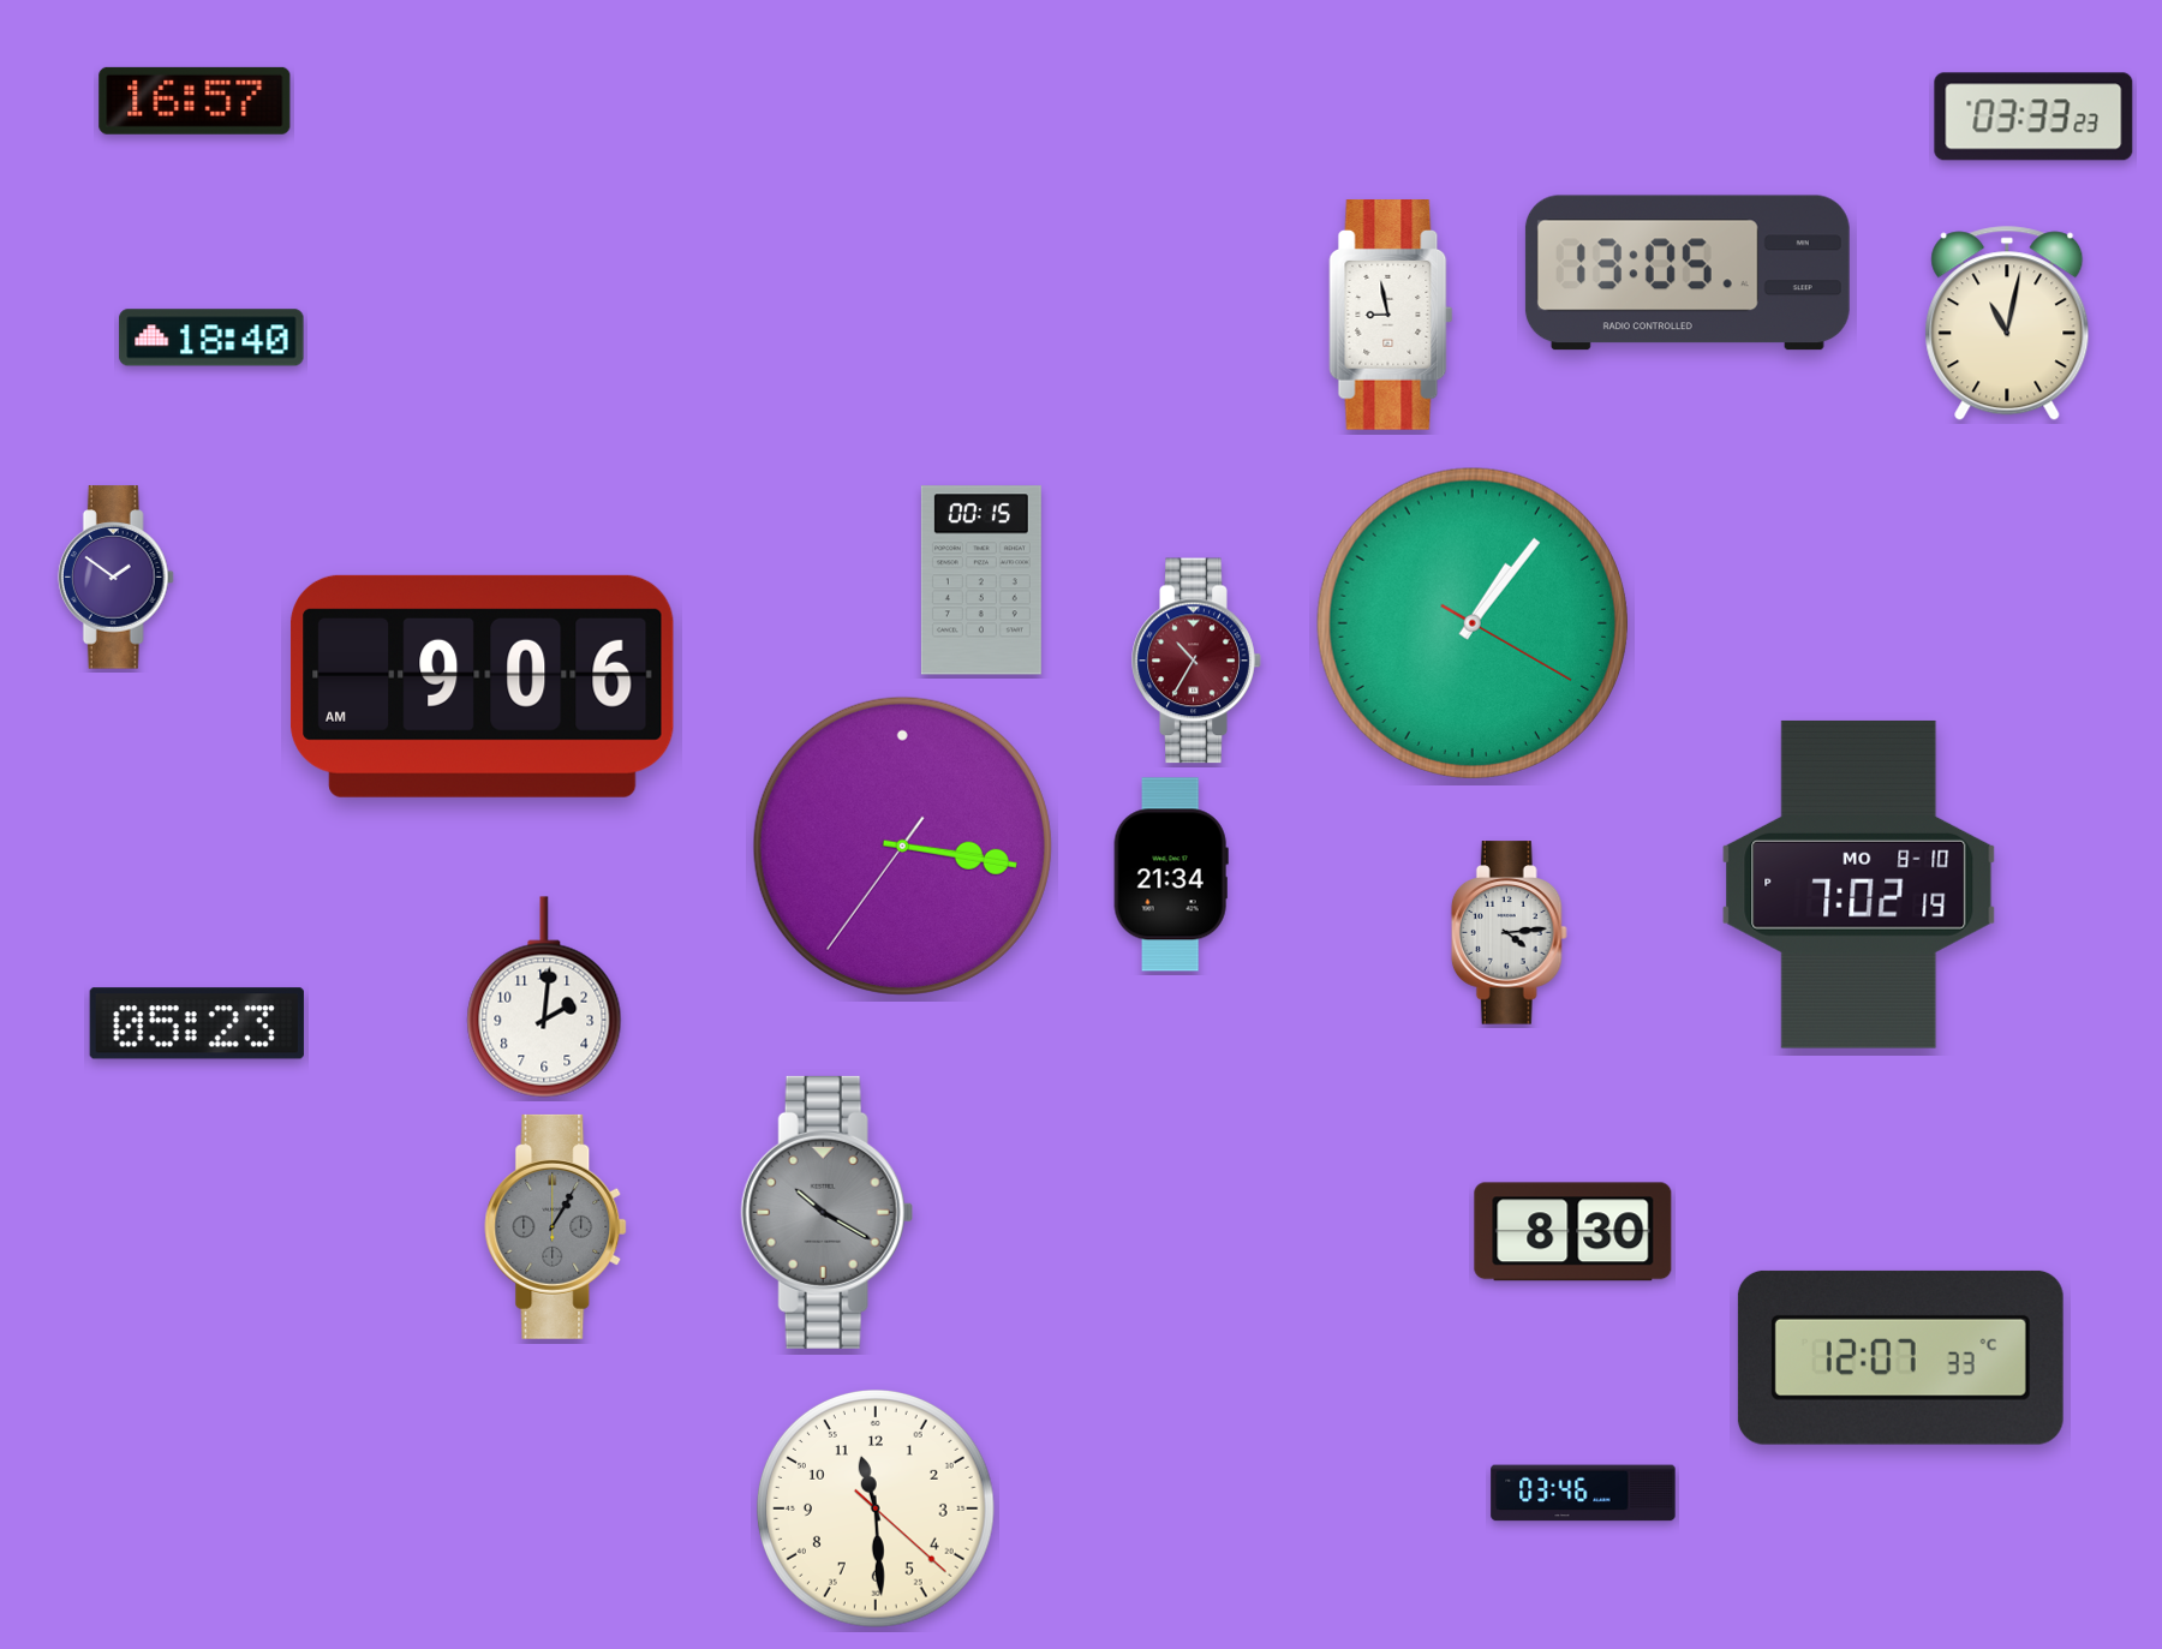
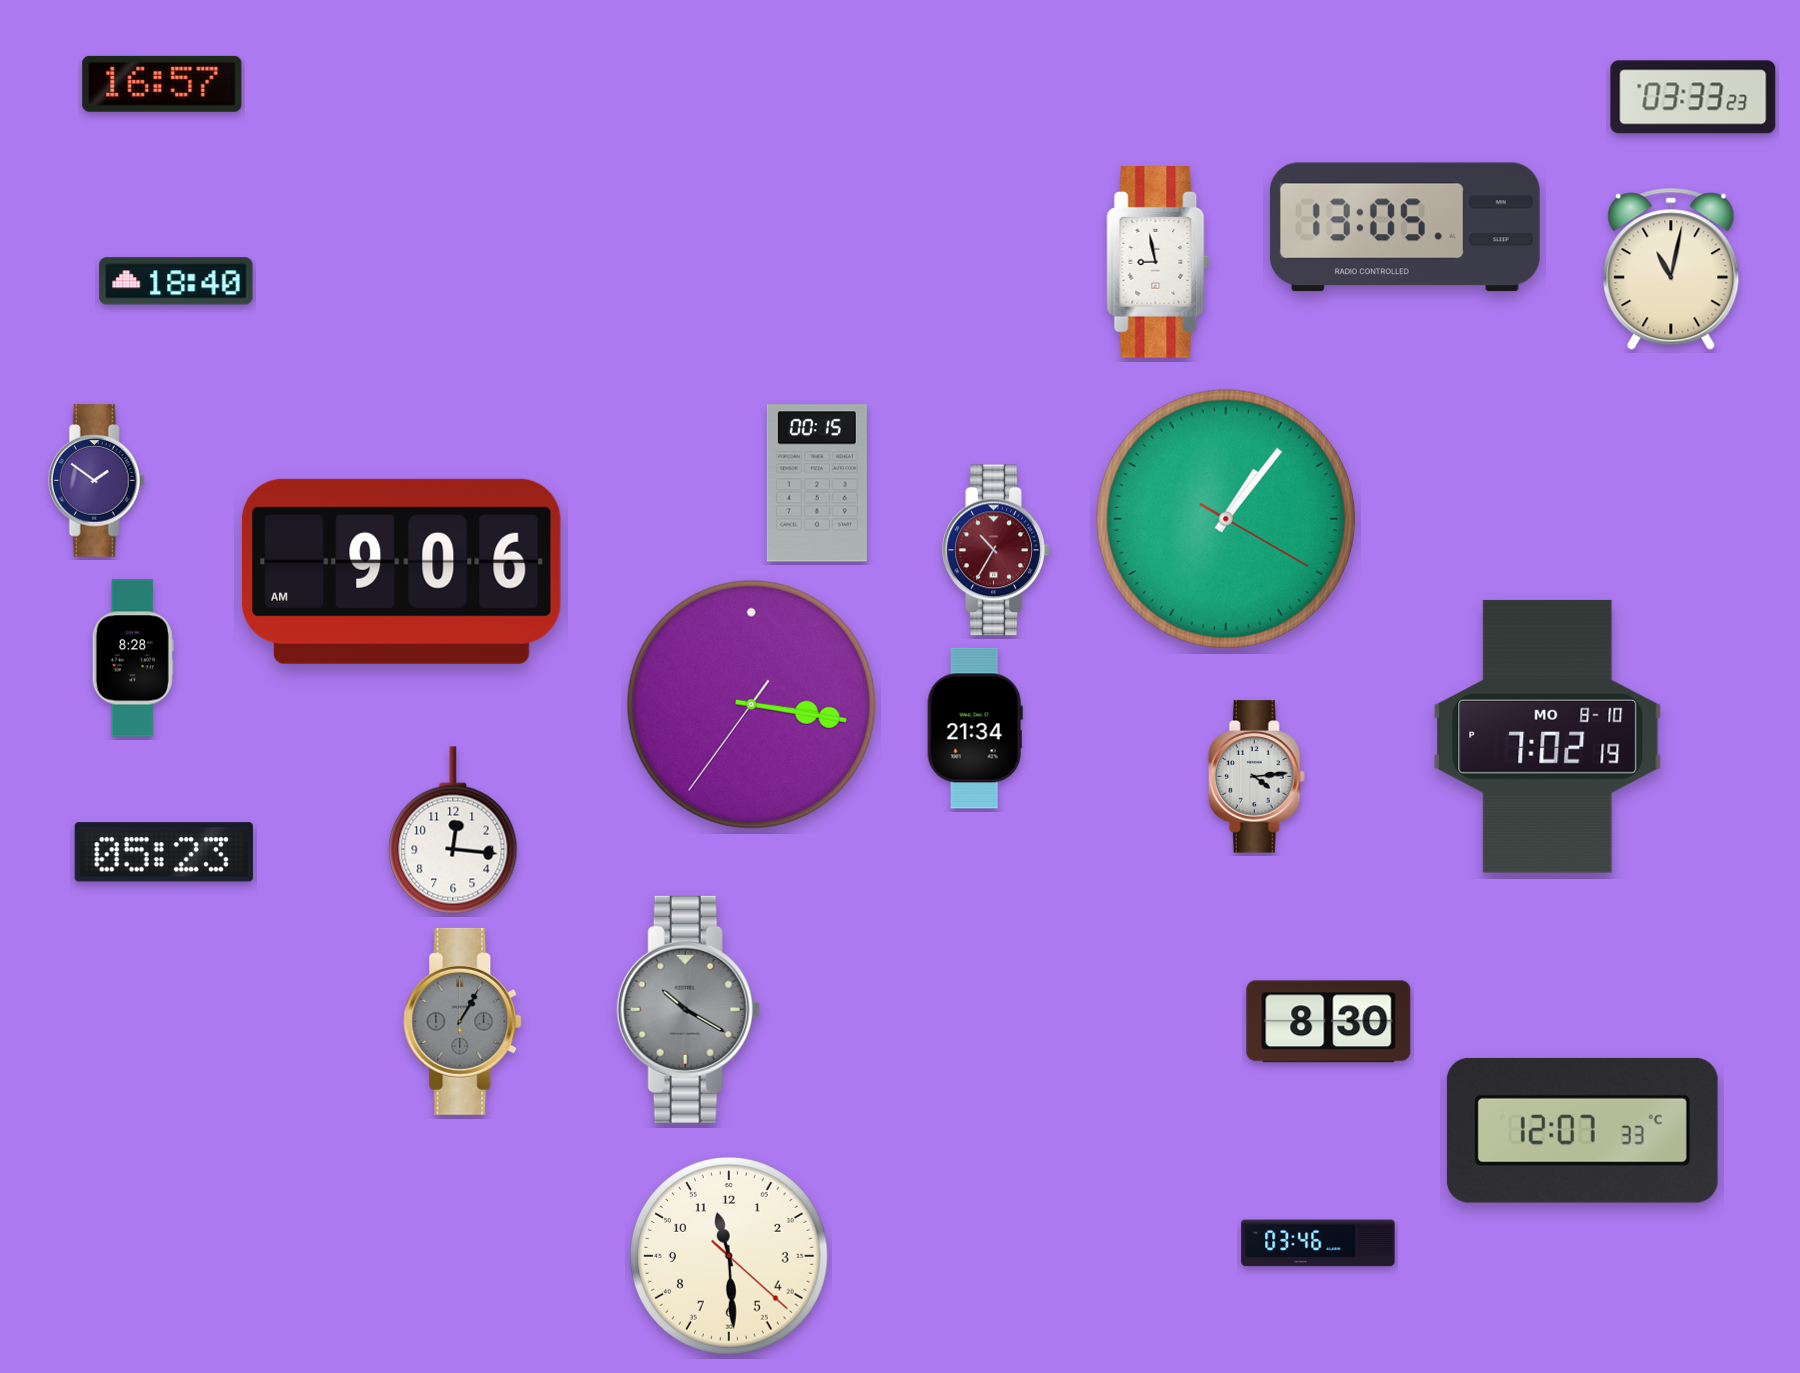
clock at (133, 658): none -> 8:28
clock at (544, 997): 2:01 -> 12:16
clock at (1573, 1232) position: (1573, 1232) -> (1329, 1022)
